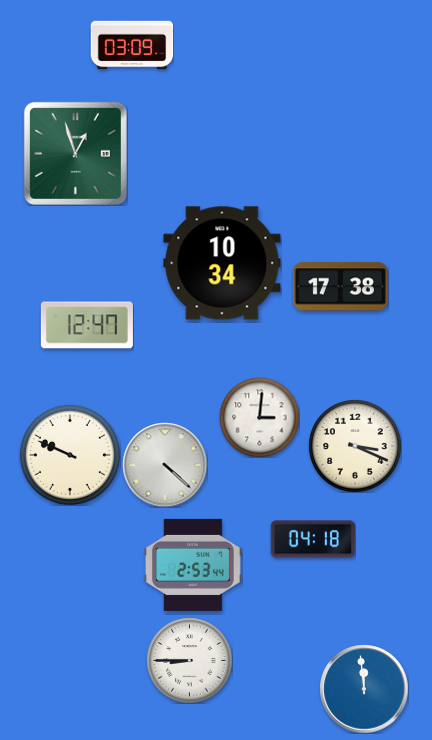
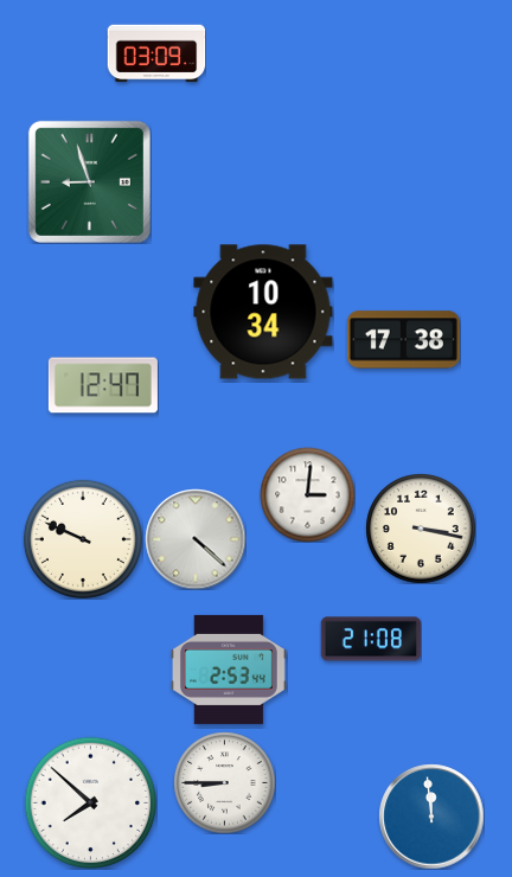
clock at (75, 153): 12:57 -> 8:57
clock at (355, 446): 3:19 -> 3:17
clock at (165, 465) position: (165, 465) -> (196, 539)
clock at (313, 539): 04:18 -> 21:08
clock at (90, 802): none -> 7:52
